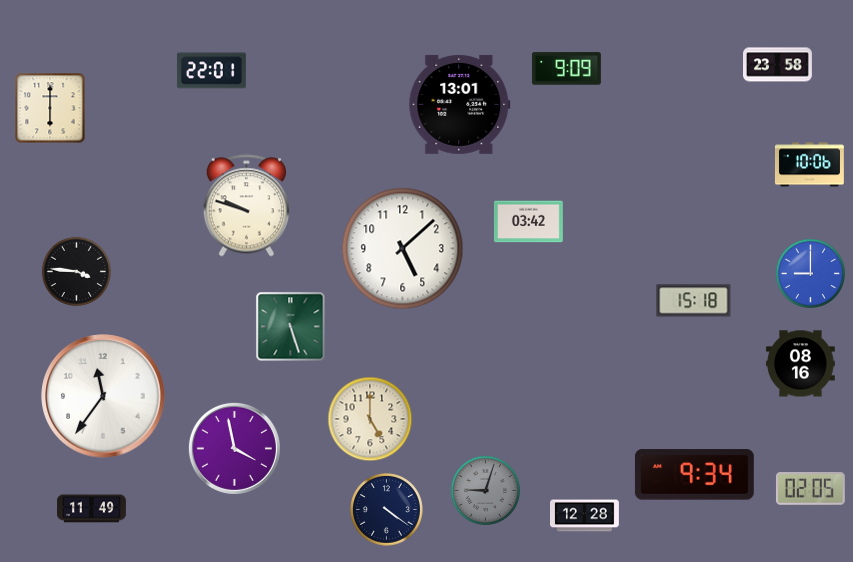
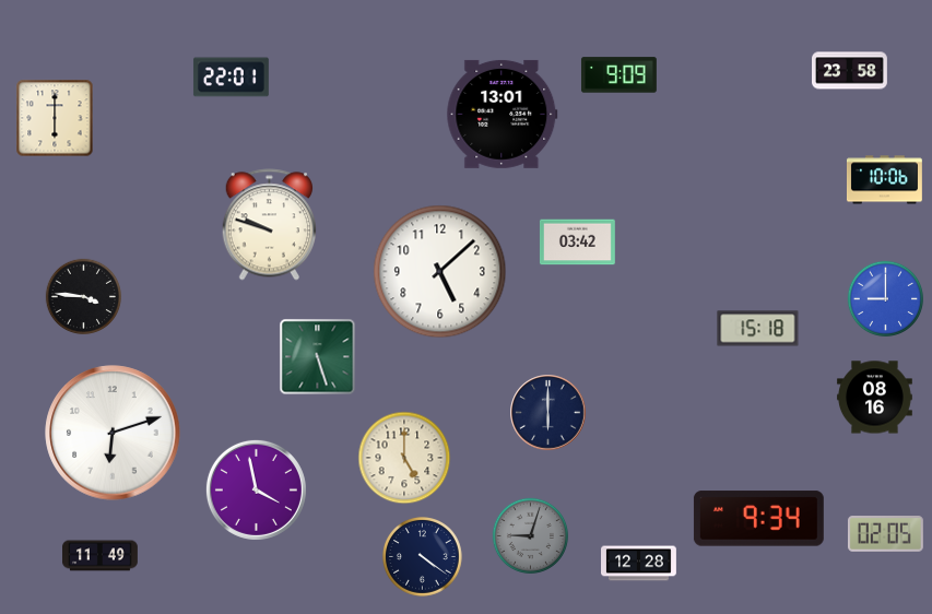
clock at (548, 413): none -> 6:00
clock at (103, 396): 11:36 -> 6:12
